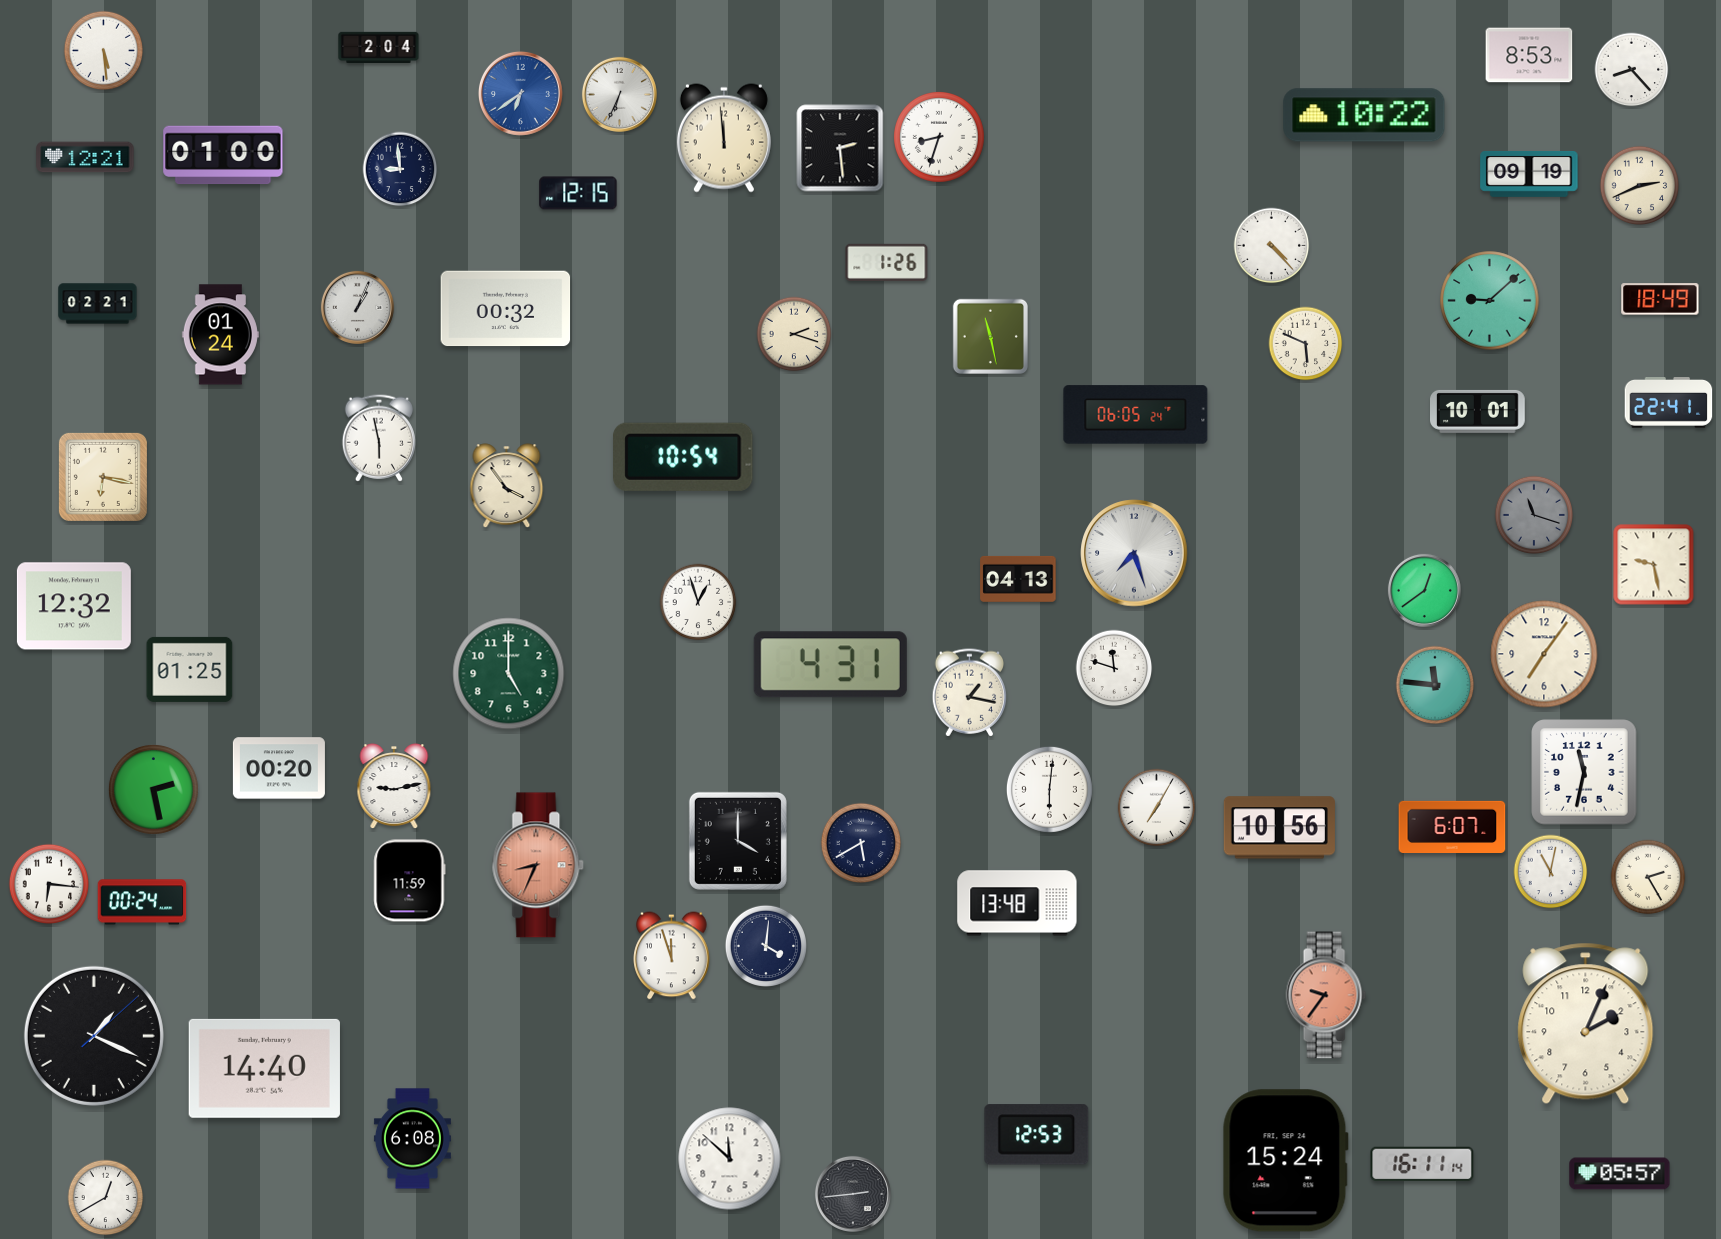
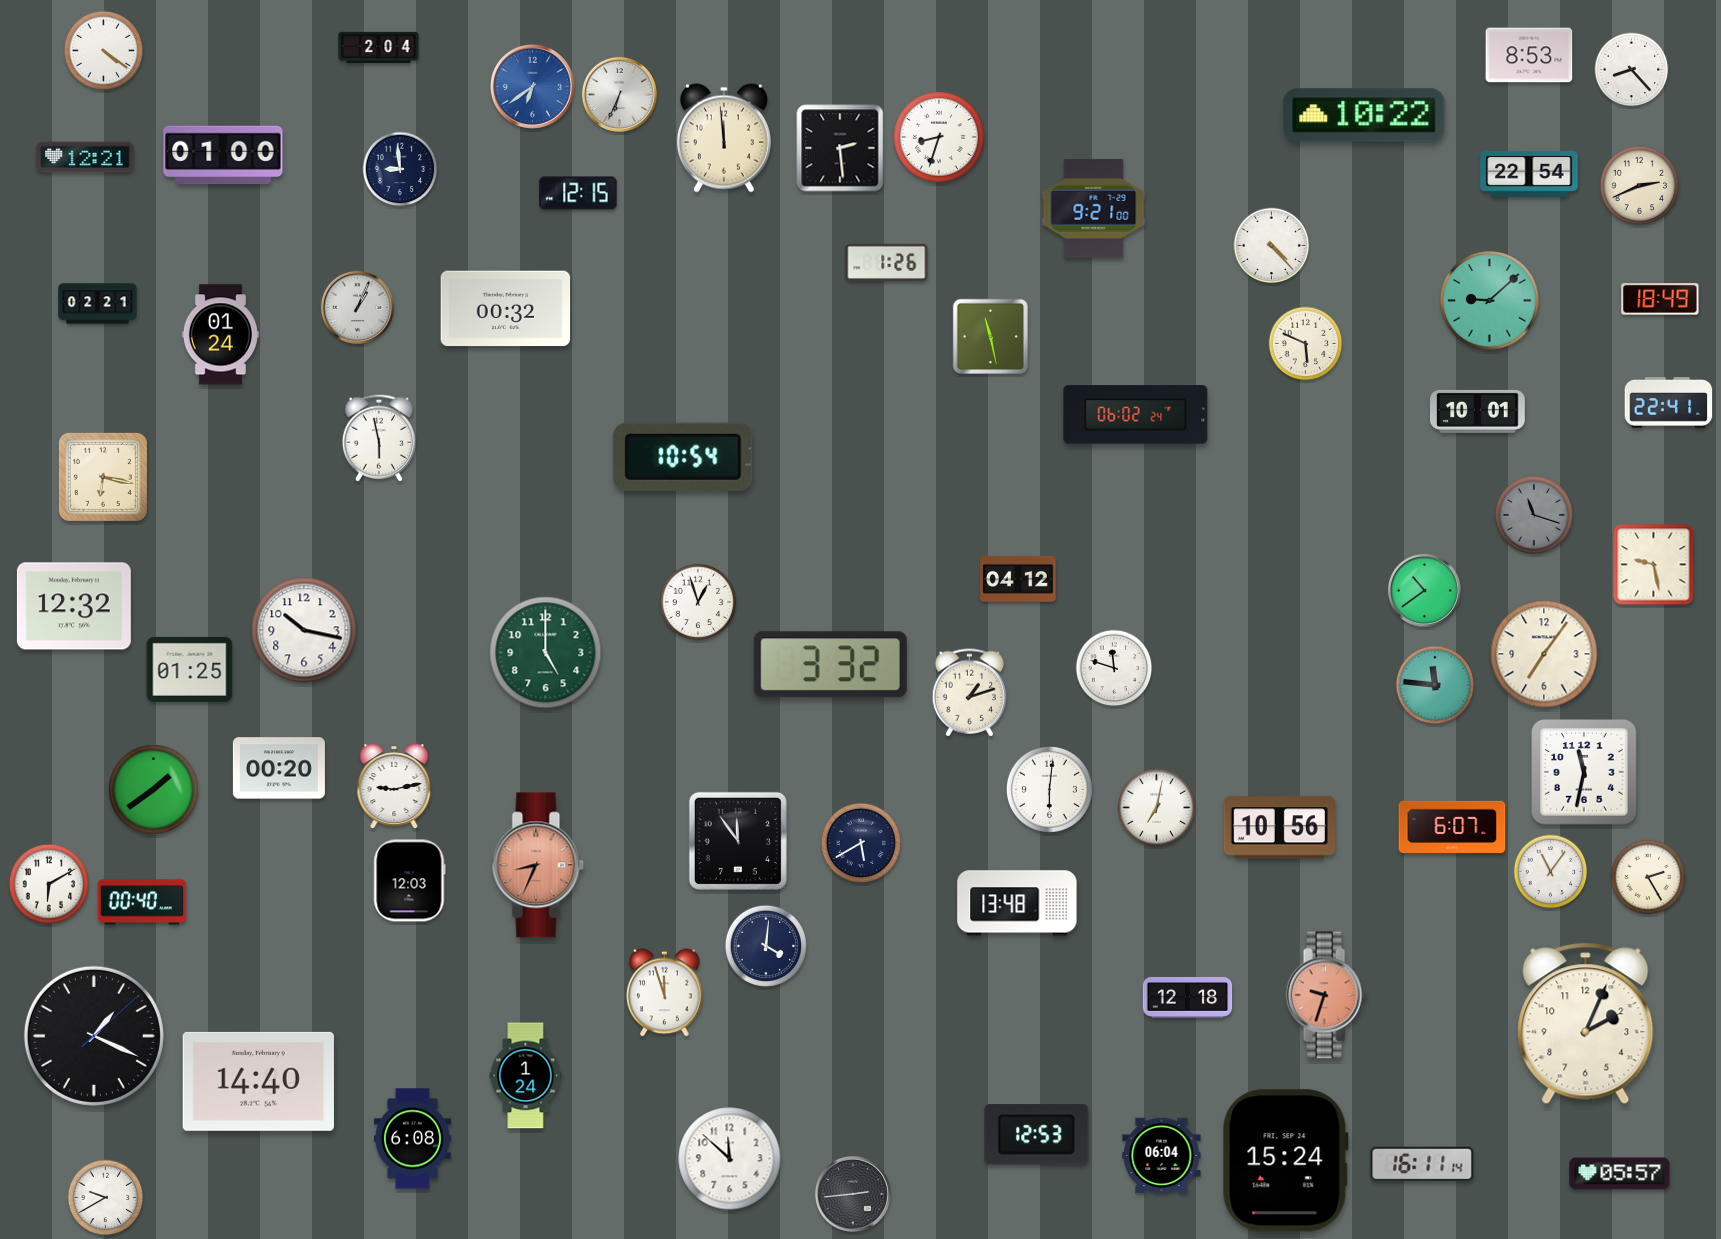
clock at (104, 51): 5:29 -> 4:21
clock at (520, 93) position: (520, 93) -> (532, 86)
clock at (1529, 174): 09:19 -> 22:54
clock at (1094, 209): none -> 9:21
clock at (794, 334): 2:18 -> none
clock at (1136, 415): 06:05 -> 06:02
clock at (507, 486): 3:54 -> none
clock at (1134, 553): 7:27 -> none
clock at (1018, 579): 04:13 -> 04:12
clock at (1424, 590): 12:39 -> 10:39
clock at (304, 630): none -> 10:17
clock at (830, 665): 4:31 -> 3:32
clock at (509, 674) position: (509, 674) -> (546, 653)
clock at (970, 693): 1:17 -> 1:12
clock at (153, 789): 2:28 -> 1:39
clock at (1157, 808): 7:05 -> 7:02
clock at (738, 841): 4:00 -> 11:54
clock at (1551, 872): 11:02 -> 11:06
clock at (410, 881): 11:59 -> 12:03
clock at (49, 884): 6:16 -> 6:10
clock at (142, 902): 00:24 -> 00:40
clock at (672, 956) position: (672, 956) -> (665, 993)
clock at (1326, 995): 9:36 -> 9:33
clock at (1188, 997): none -> 12:18
clock at (264, 1068) position: (264, 1068) -> (258, 1081)
clock at (526, 1076): none -> 1:24
clock at (1162, 1156): none -> 06:04
clock at (106, 1198): 12:40 -> 9:40
